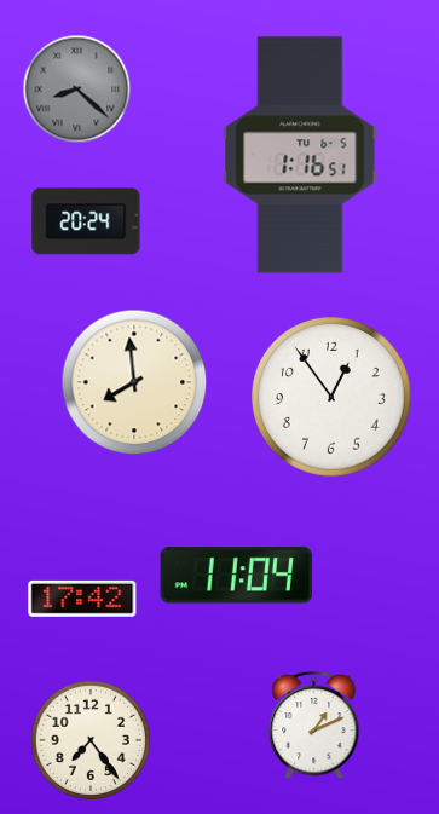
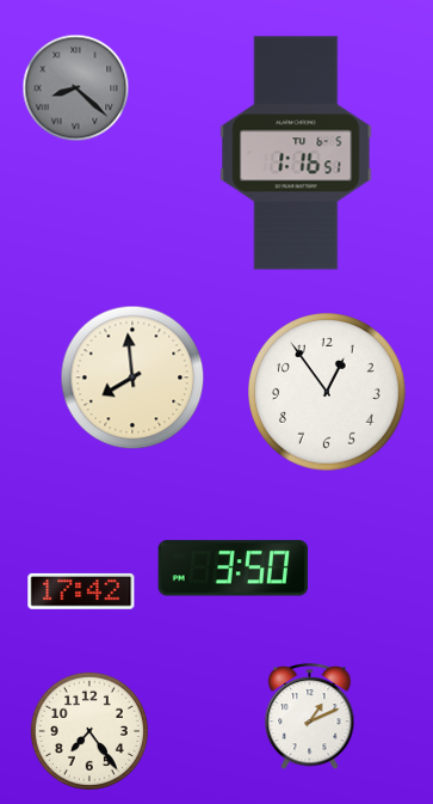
clock at (86, 221): 20:24 -> none
clock at (236, 576): 11:04 -> 3:50
